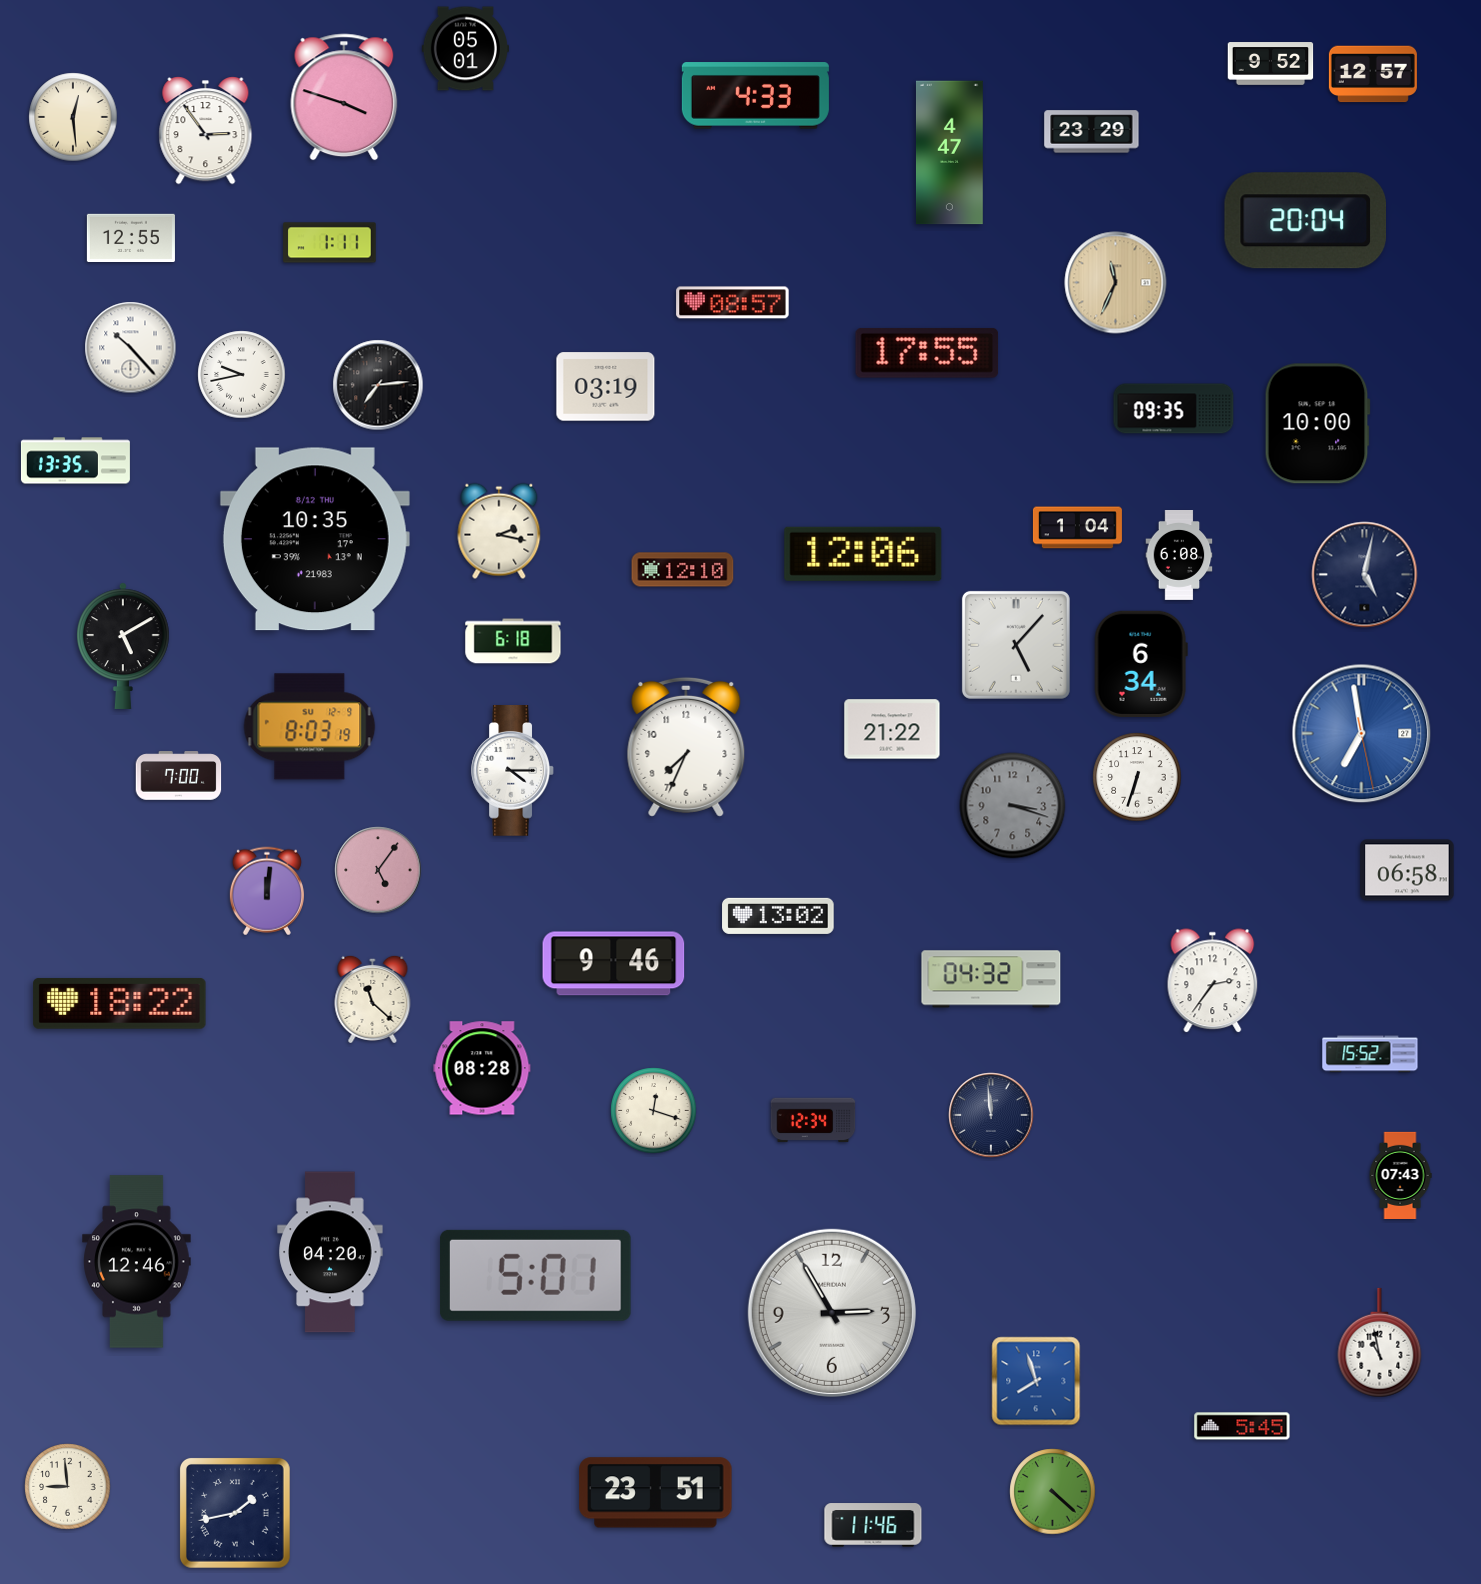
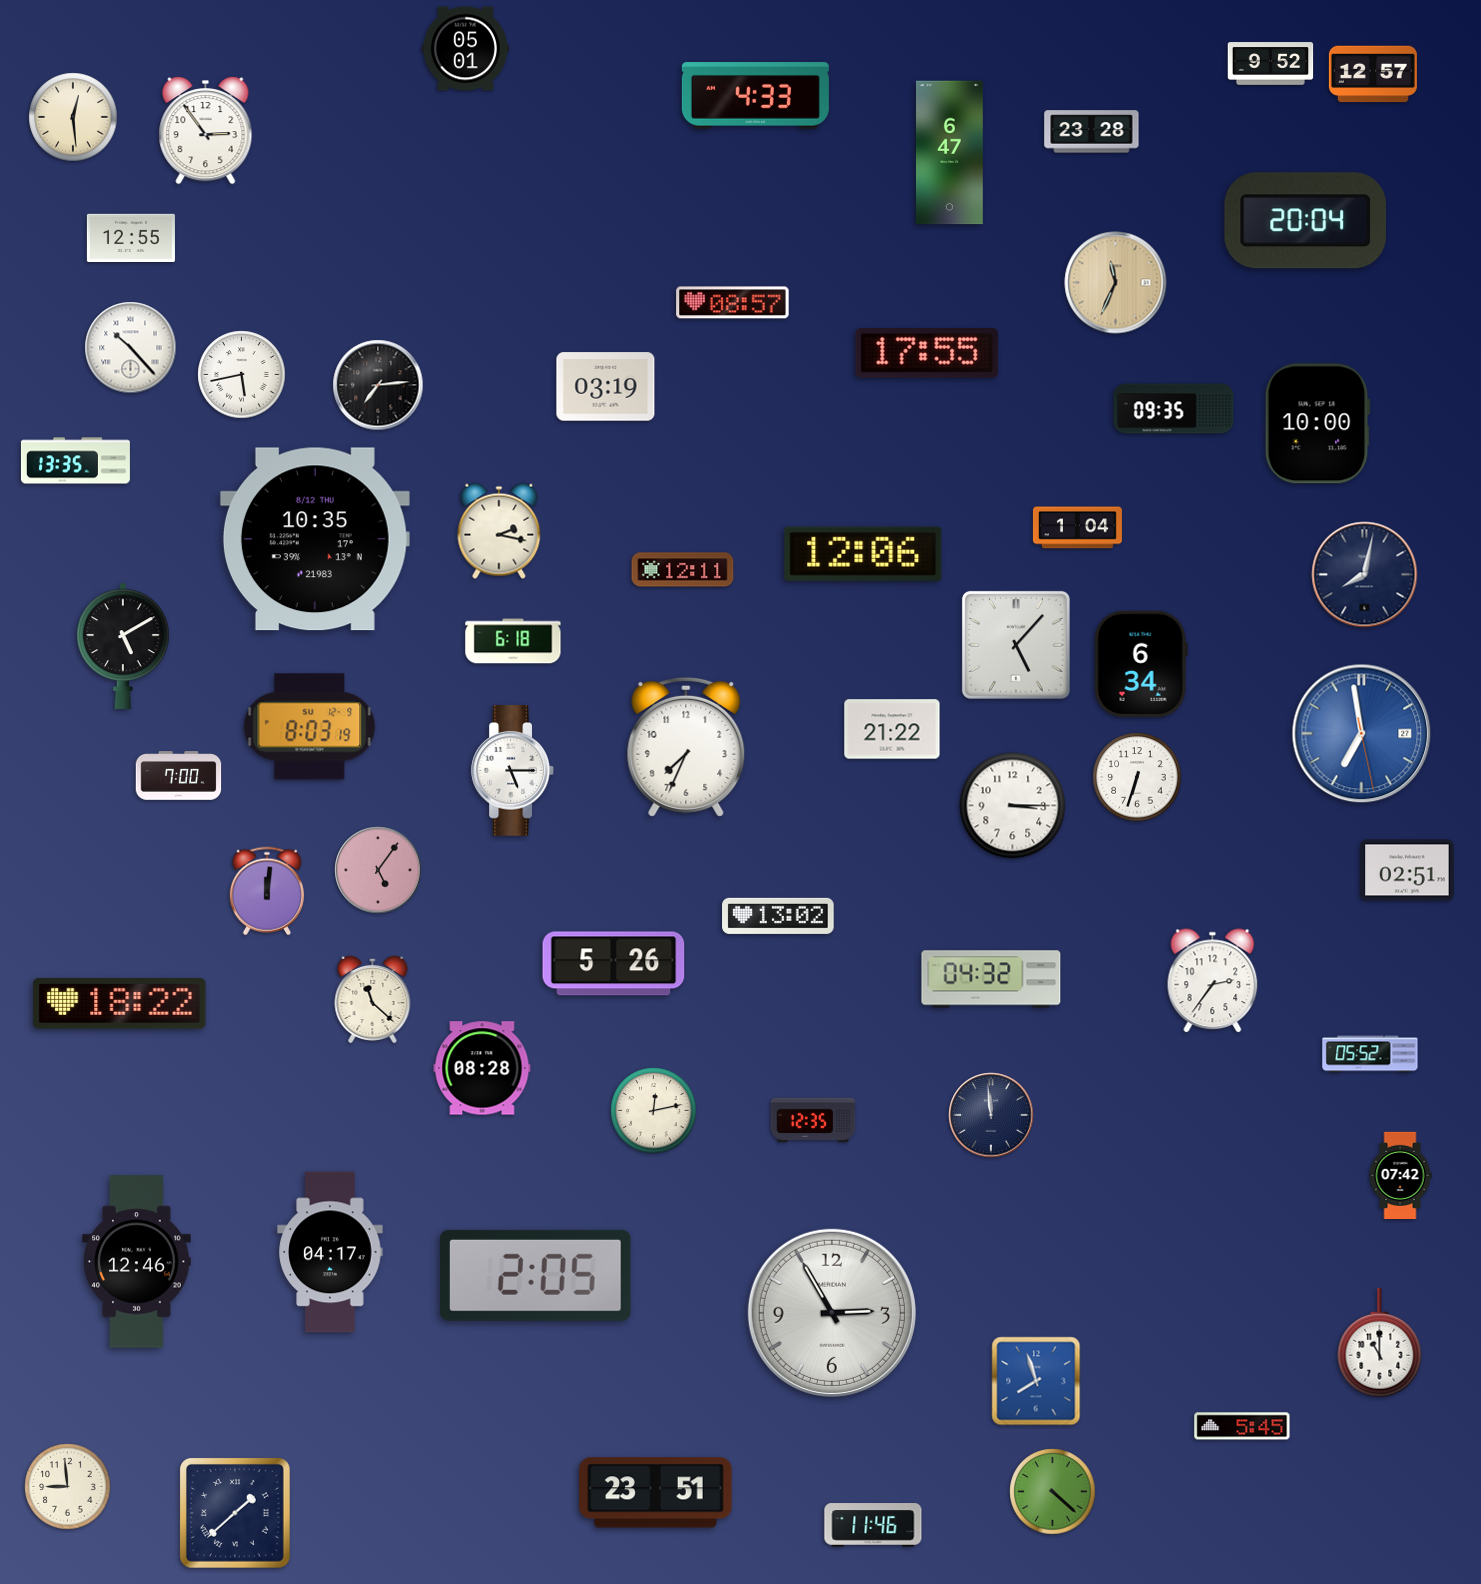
clock at (344, 97): 3:48 -> none
clock at (1092, 132): 23:29 -> 23:28
clock at (950, 153): 4:47 -> 6:47
clock at (330, 243): 1:11 -> none
clock at (242, 375): 9:43 -> 5:43
clock at (1179, 556): 6:08 -> none
clock at (683, 570): 12:10 -> 12:11
clock at (1365, 575): 5:02 -> 8:02
clock at (512, 771): 4:15 -> 5:15
clock at (1013, 806): 3:18 -> 3:15
clock at (1013, 806) dial: grey -> white
clock at (1407, 870): 06:58 -> 02:51
clock at (614, 964): 9:46 -> 5:26
clock at (1370, 1054): 15:52 -> 05:52
clock at (654, 1111): 12:18 -> 12:13
clock at (813, 1120): 12:34 -> 12:35
clock at (1400, 1175): 07:43 -> 07:42
clock at (330, 1252): 04:20 -> 04:17
clock at (535, 1275): 5:01 -> 2:05
clock at (1380, 1343): 10:58 -> 11:00
clock at (235, 1513): 1:43 -> 1:38
